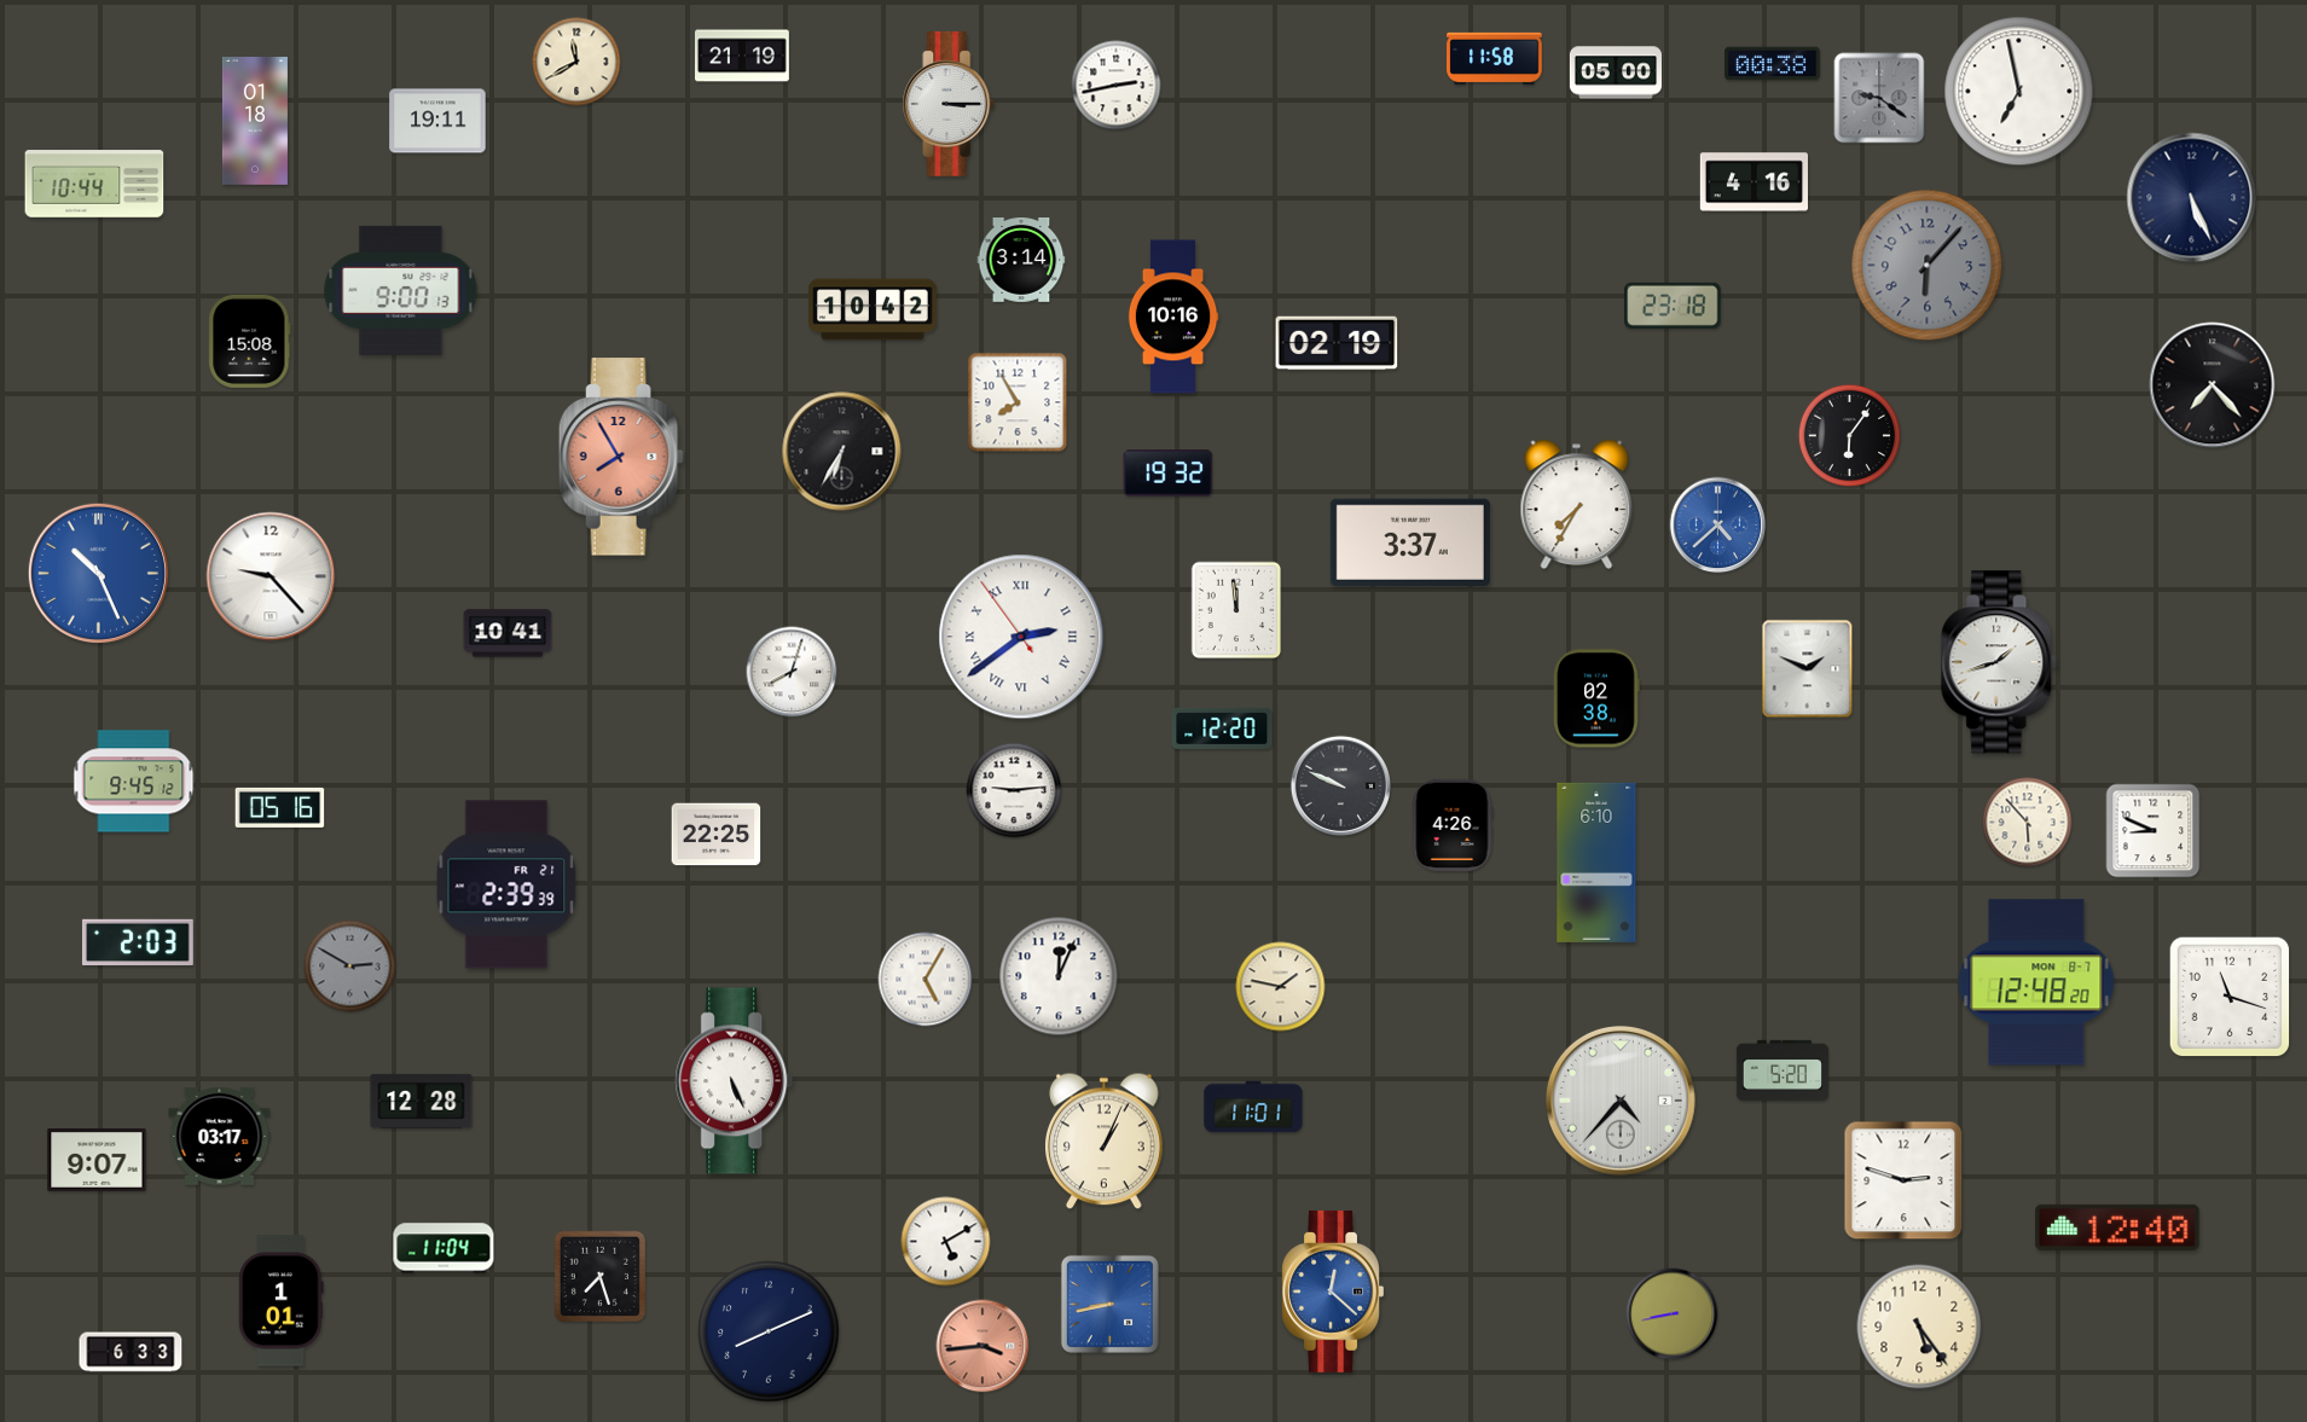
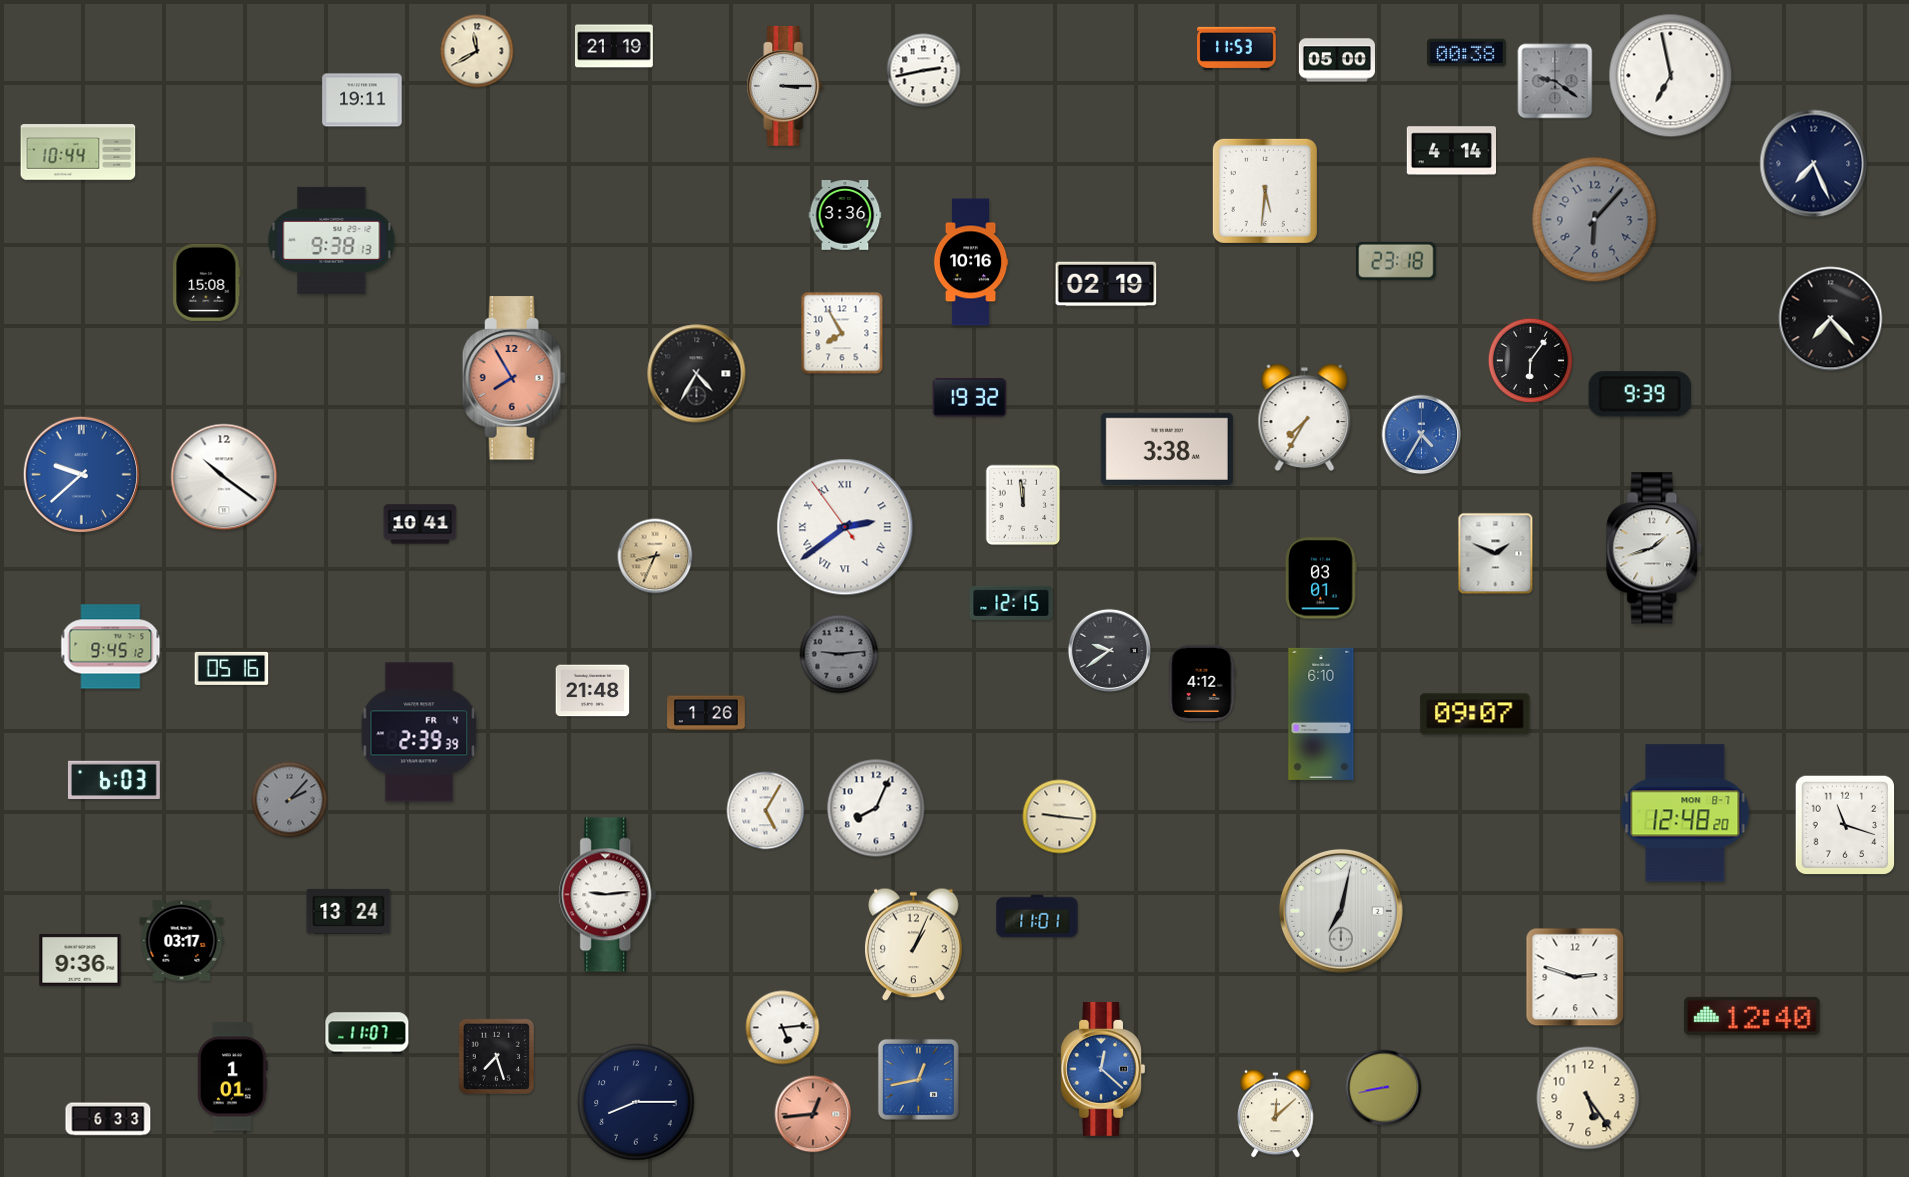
clock at (1495, 58): 11:58 -> 11:53
clock at (255, 122): 01:18 -> none
clock at (1754, 182): 4:16 -> 4:14
clock at (2192, 198): 5:26 -> 7:26
clock at (1265, 191): none -> 5:31
clock at (1021, 261): 3:14 -> 3:36
clock at (401, 290): 9:00 -> 9:38
clock at (1673, 306) position: (1673, 306) -> (1396, 261)
clock at (874, 309): 10:42 -> none
clock at (842, 452): 6:35 -> 4:35
clock at (1169, 474) position: (1169, 474) -> (970, 398)
clock at (1640, 394): none -> 9:39
clock at (1718, 526): 4:38 -> 4:35
clock at (1410, 542): 3:37 -> 3:38
clock at (98, 573): 10:26 -> 9:38
clock at (271, 576): 9:23 -> 10:21
clock at (792, 672): 8:03 -> 8:34
clock at (792, 672) dial: white -> champagne
clock at (1596, 698): 02:38 -> 03:01
clock at (1222, 729): 12:20 -> 12:15
clock at (1340, 785): 9:49 -> 9:39
clock at (1014, 790) dial: white -> grey
clock at (2028, 823): 5:53 -> none
clock at (1453, 825): 4:26 -> 4:12
clock at (2154, 831): 8:49 -> none
clock at (717, 835): 22:25 -> 21:48
clock at (707, 713): none -> 1:26
clock at (1475, 714): none -> 09:07
clock at (506, 884) date: FR 21 -> FR 4
clock at (138, 942): 2:03 -> 6:03
clock at (350, 967): 2:50 -> 2:07
clock at (1059, 976): 12:04 -> 8:04
clock at (1281, 987): 1:47 -> 9:16
clock at (1783, 1069): 5:20 -> none
clock at (735, 1081): 5:26 -> 9:14
clock at (422, 1101): 12:28 -> 13:24
clock at (1621, 1101): 4:37 -> 7:02
clock at (97, 1160): 9:07 -> 9:36
clock at (946, 1242): 5:10 -> 5:14
clock at (444, 1248): 11:04 -> 11:07
clock at (1109, 1304): 8:43 -> 12:43
clock at (769, 1331): 8:11 -> 8:15
clock at (982, 1346): 3:44 -> 12:44
clock at (1276, 1114): none -> 12:08
